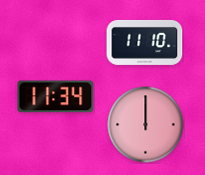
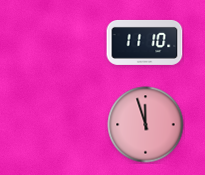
clock at (56, 97): 11:34 -> none
clock at (146, 125): 12:00 -> 11:57
